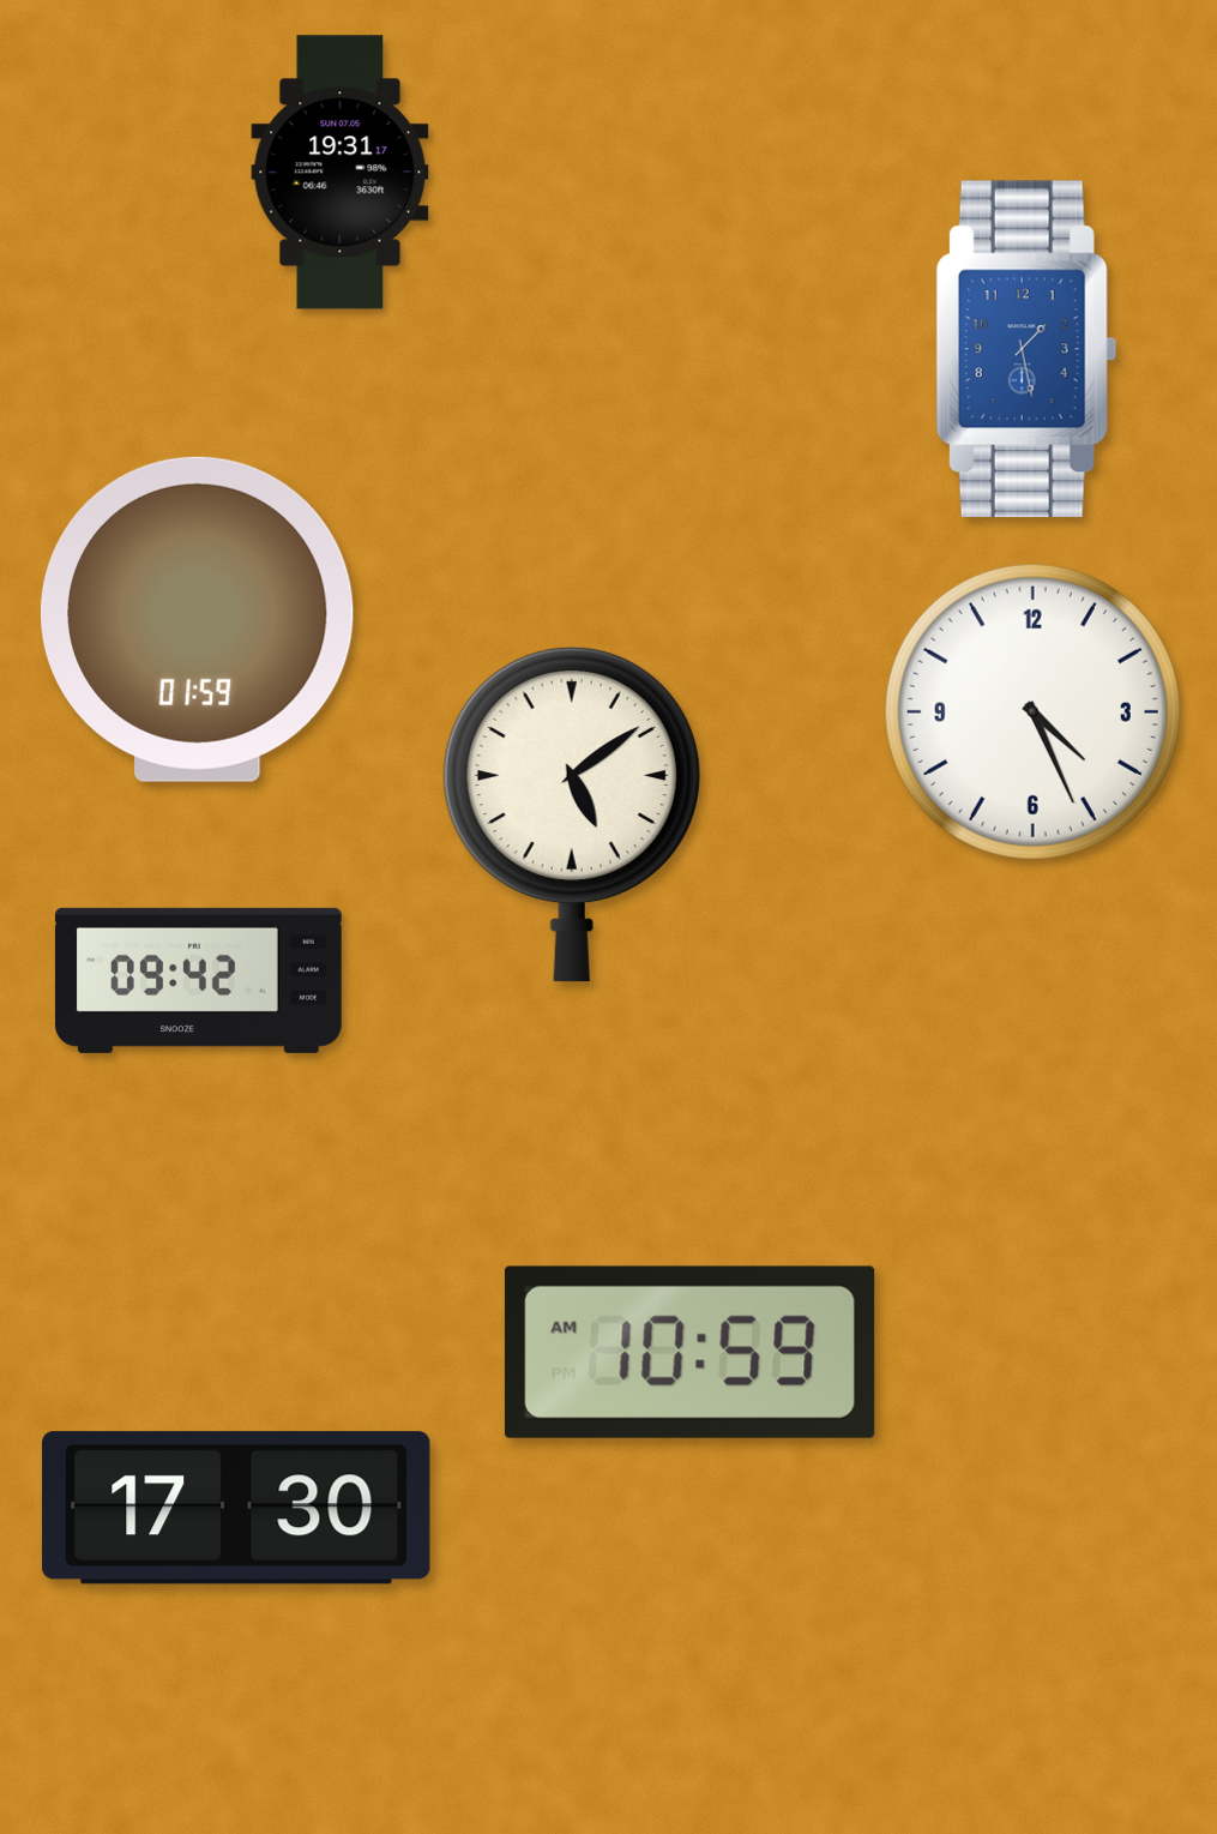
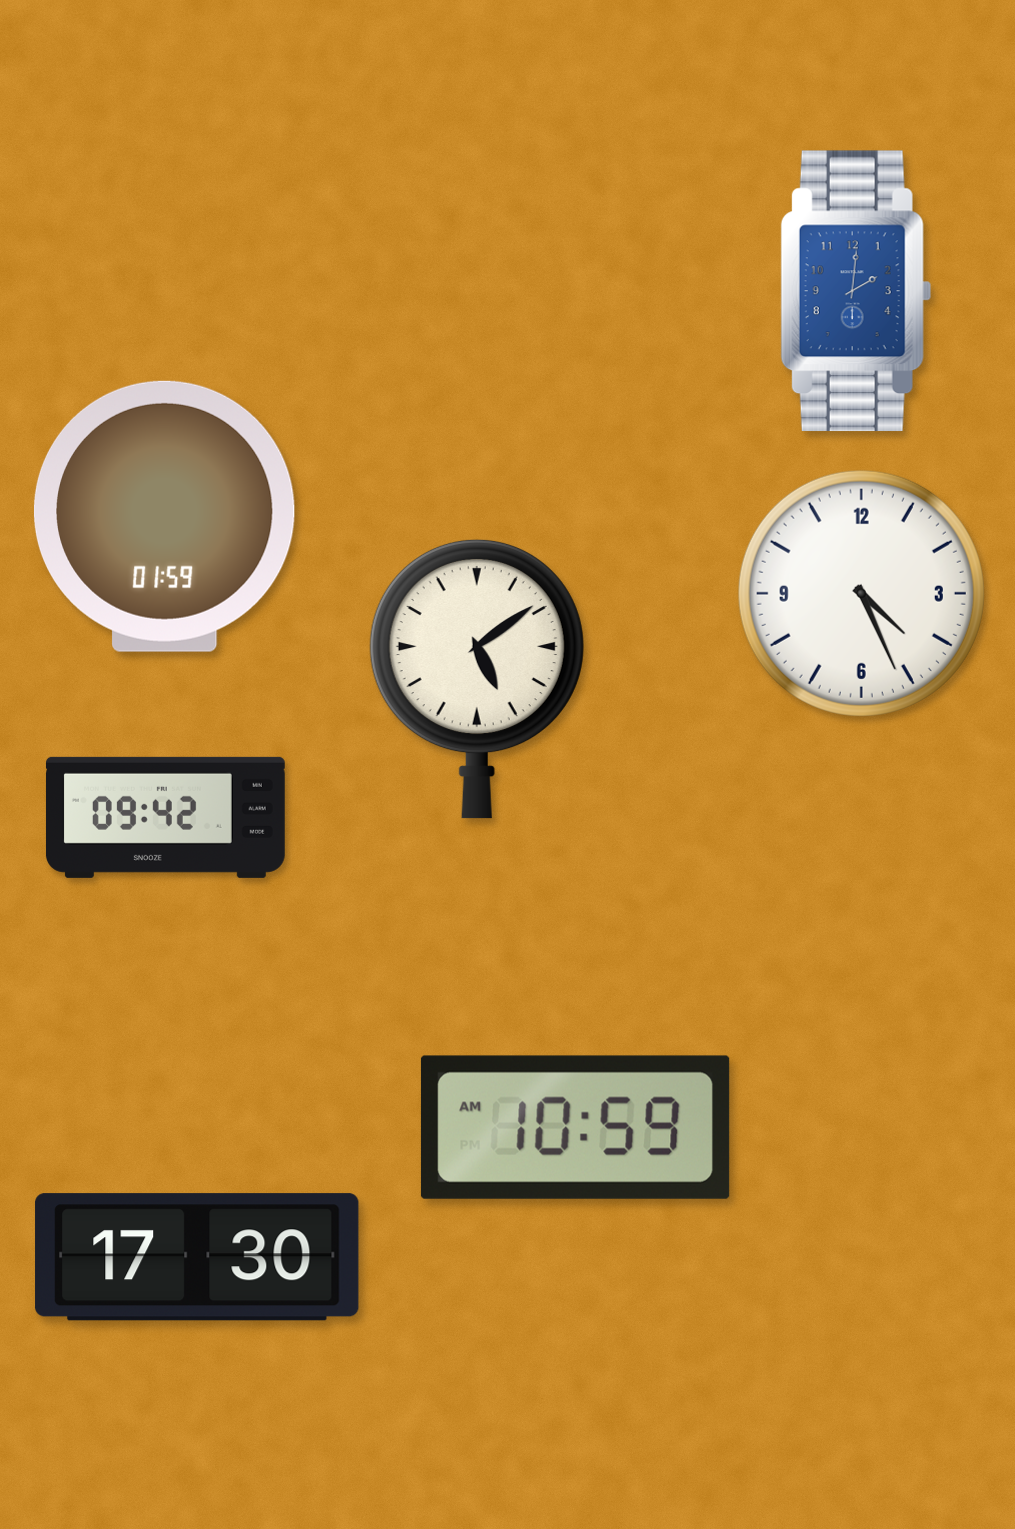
clock at (341, 173): 19:31 -> none
clock at (1026, 349): 1:28 -> 2:01
